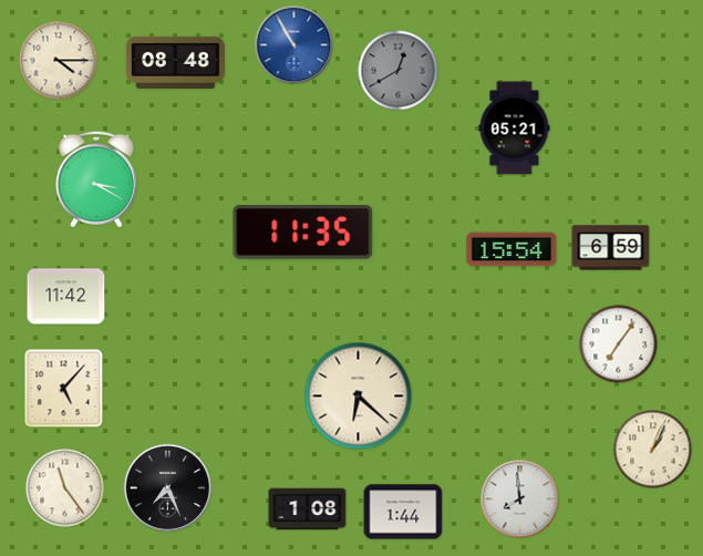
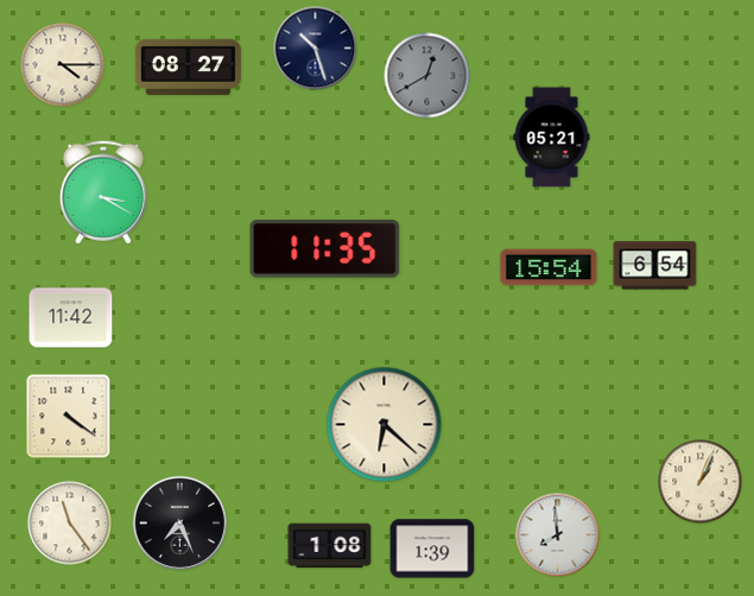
clock at (294, 45): 10:55 -> 10:27
clock at (294, 45) dial: blue -> navy
clock at (175, 62): 08:48 -> 08:27
clock at (611, 248): 6:59 -> 6:54
clock at (619, 344): 7:06 -> none
clock at (64, 389): 5:07 -> 4:21
clock at (403, 512): 1:44 -> 1:39
